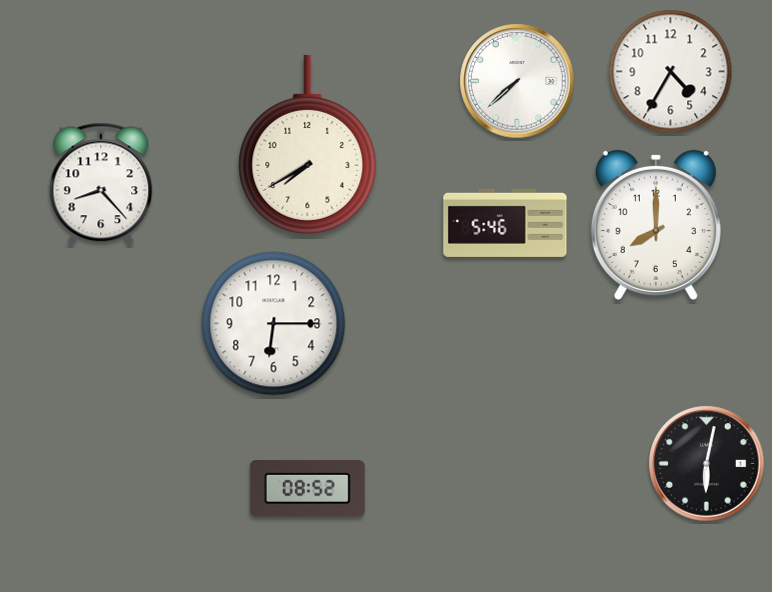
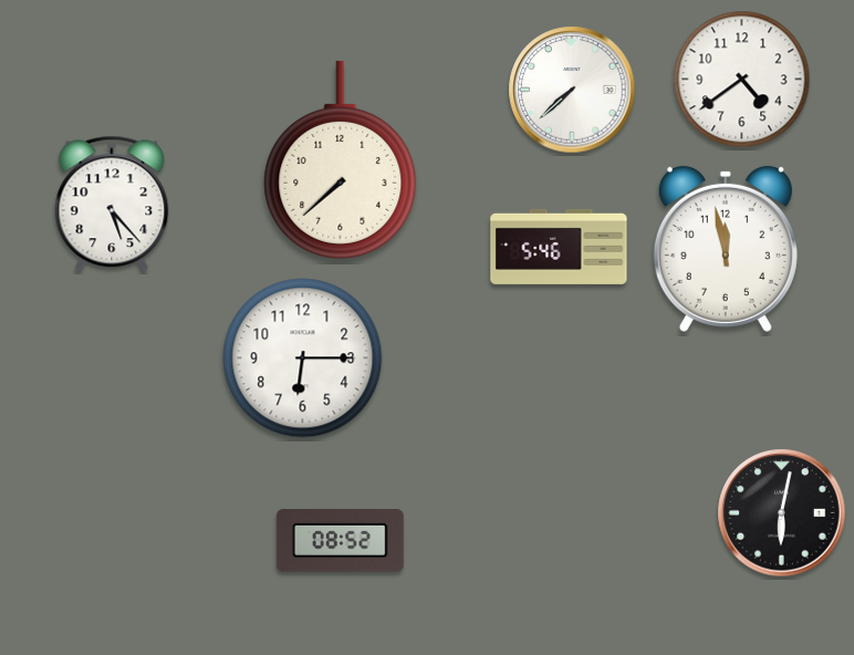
clock at (671, 72): 4:35 -> 4:39
clock at (308, 144): 7:40 -> 7:38
clock at (101, 184): 8:23 -> 5:23
clock at (656, 225): 8:00 -> 11:58
